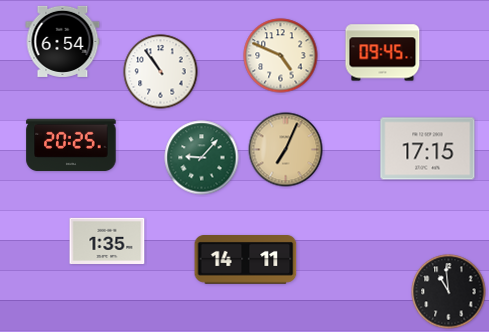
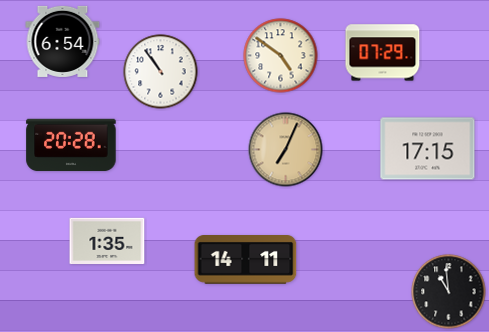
clock at (383, 53): 09:45 -> 07:29
clock at (281, 56): 4:49 -> 4:51
clock at (71, 145): 20:25 -> 20:28
clock at (202, 158): 9:07 -> none
